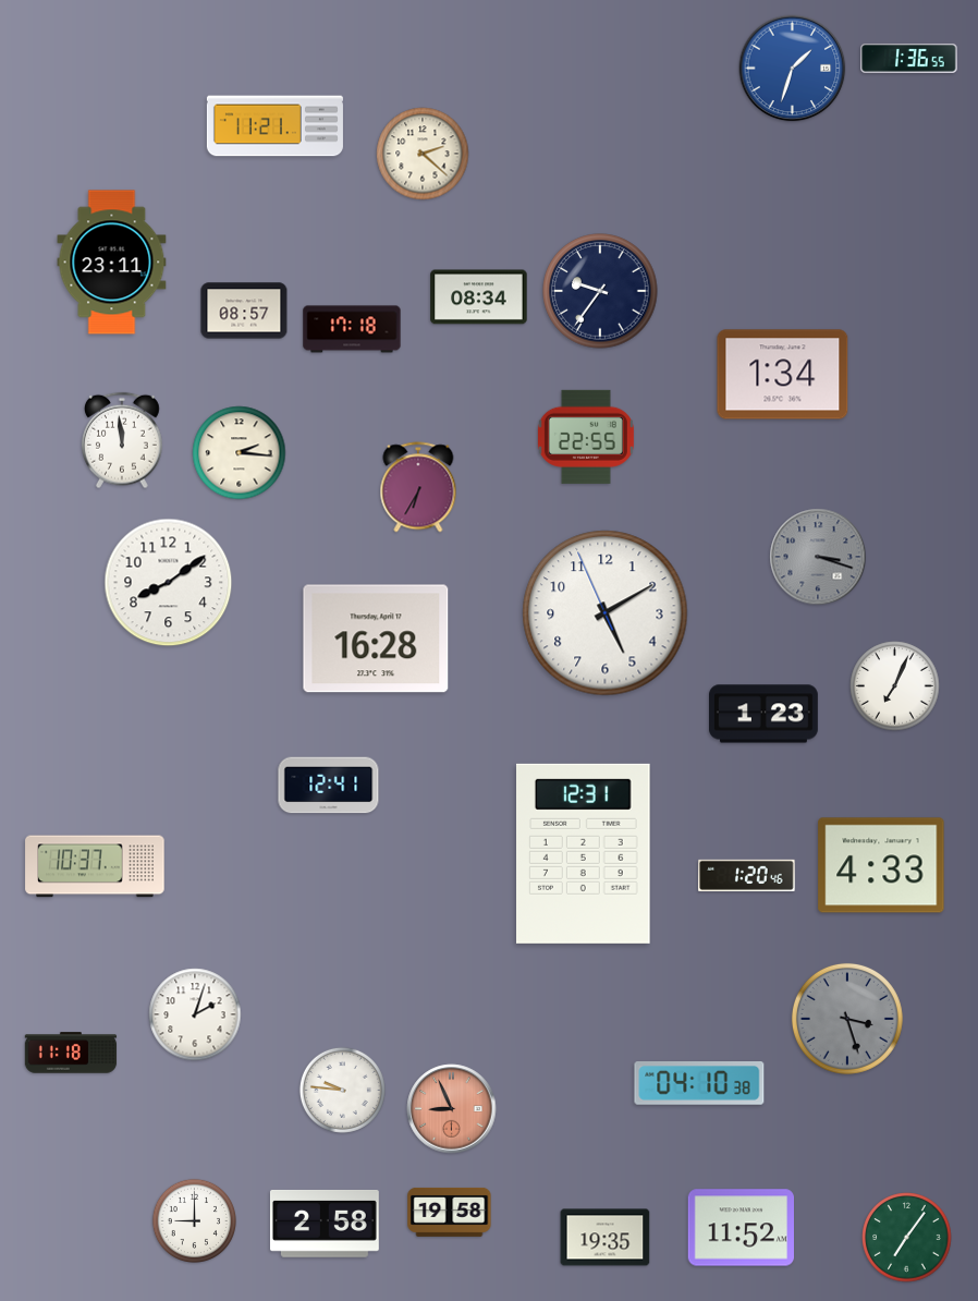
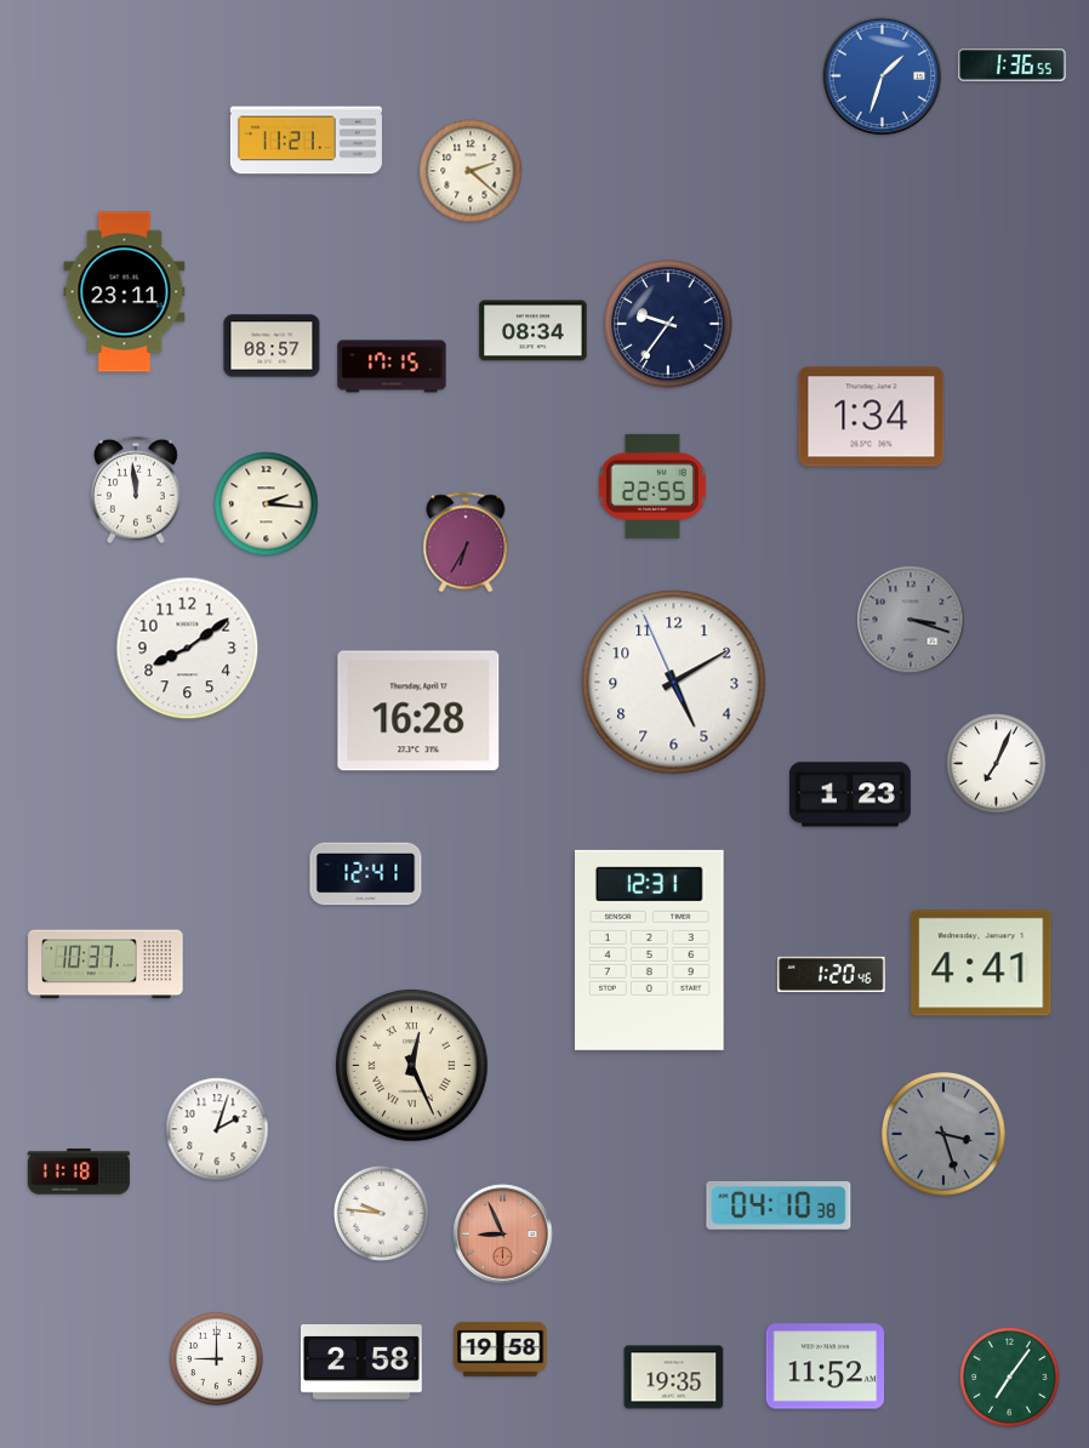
clock at (352, 329): 17:18 -> 17:15
clock at (881, 865): 4:33 -> 4:41
clock at (411, 1065): none -> 12:26
